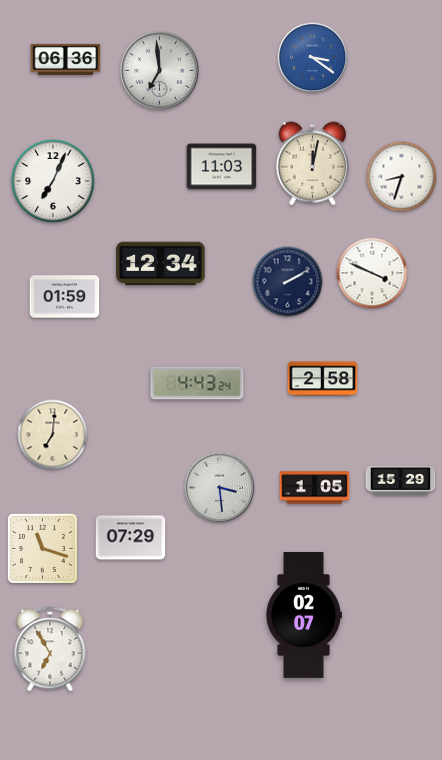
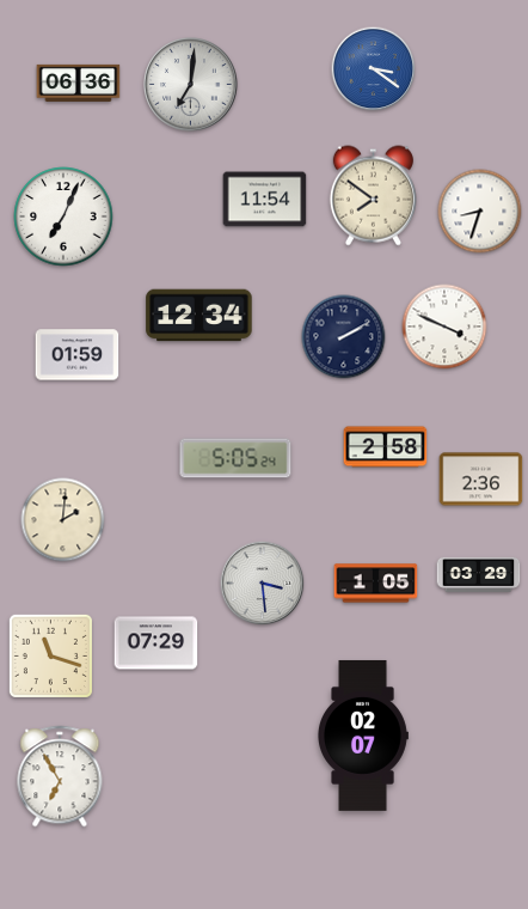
clock at (66, 59) position: (66, 59) -> (79, 83)
clock at (160, 71): 6:59 -> 7:01
clock at (312, 164): 12:02 -> 7:51
clock at (222, 167): 11:03 -> 11:54
clock at (161, 264) position: (161, 264) -> (199, 316)
clock at (323, 379) position: (323, 379) -> (386, 447)
clock at (197, 383): 4:43 -> 5:05
clock at (481, 480): none -> 2:36
clock at (53, 435): 7:01 -> 2:01
clock at (401, 480): 15:29 -> 03:29
